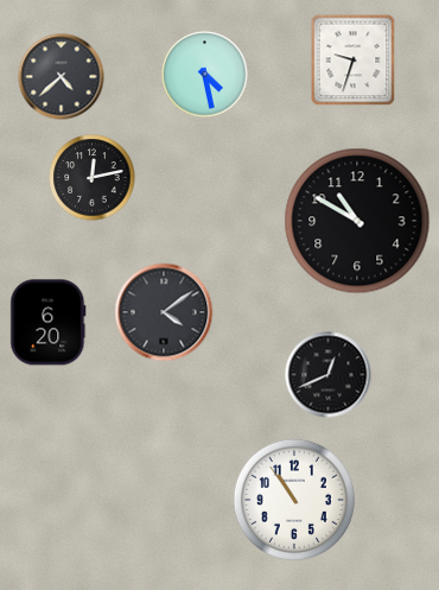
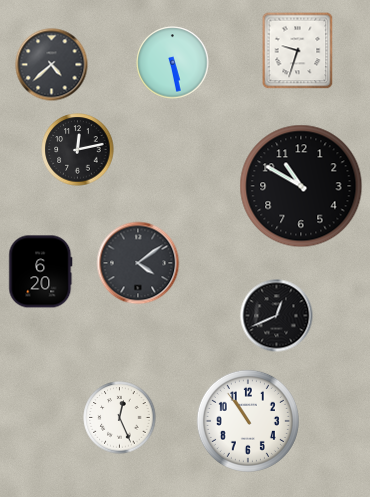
clock at (205, 75): 4:28 -> 5:28
clock at (120, 418): none -> 12:26
